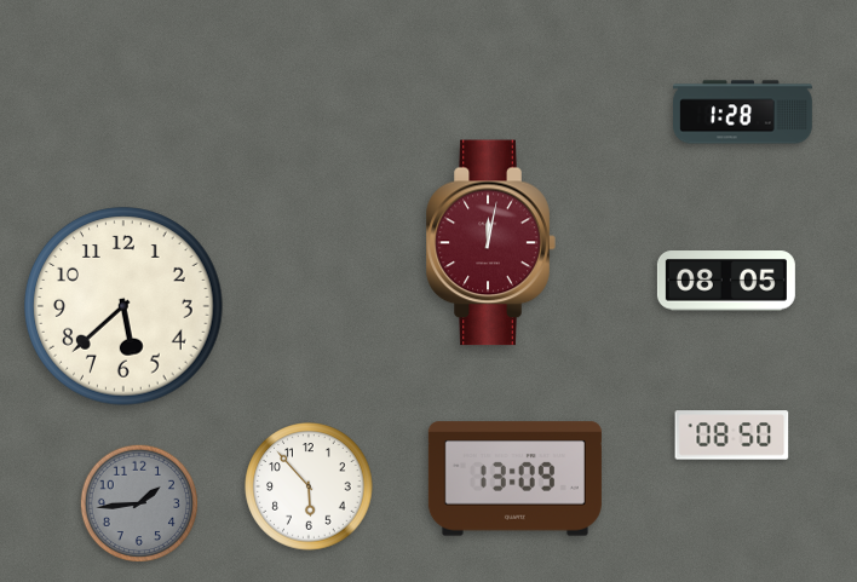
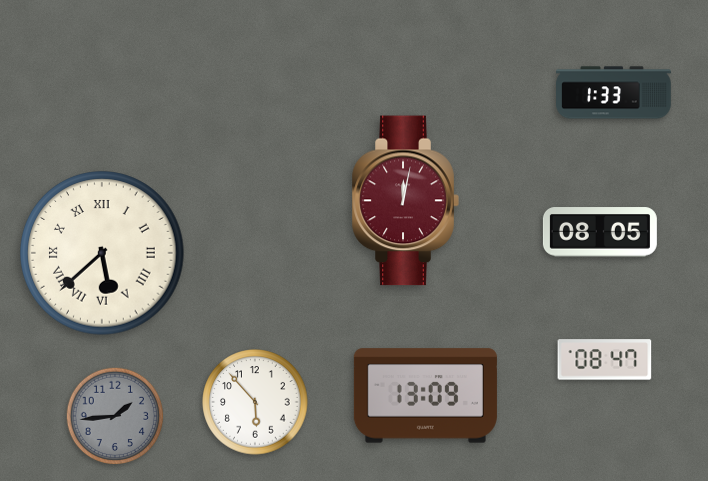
clock at (743, 113): 1:28 -> 1:33
clock at (123, 306) numerals: Arabic -> Roman
clock at (732, 436): 08:50 -> 08:47
